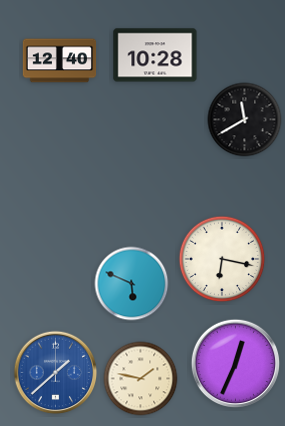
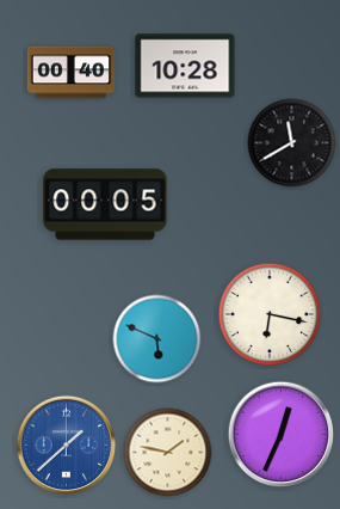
clock at (60, 61): 12:40 -> 00:40
clock at (105, 204): none -> 00:05
clock at (222, 259) position: (222, 259) -> (270, 314)
